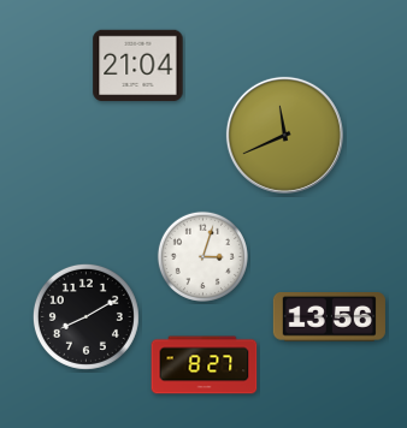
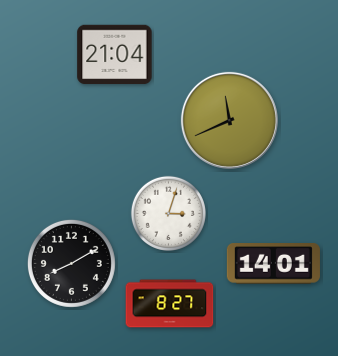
clock at (284, 135) position: (284, 135) -> (229, 120)
clock at (329, 317): 13:56 -> 14:01
